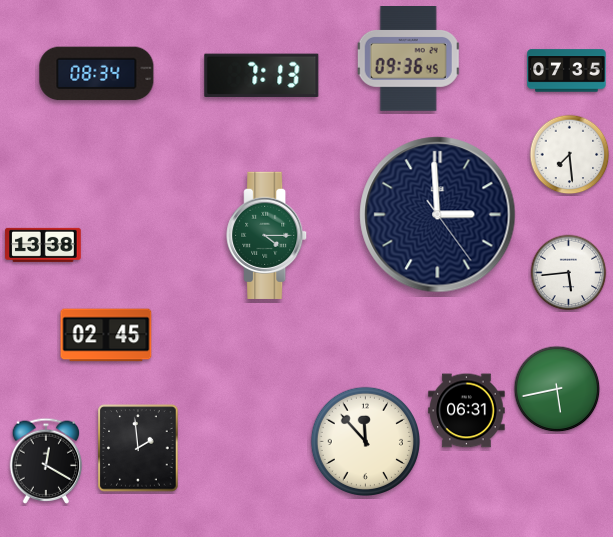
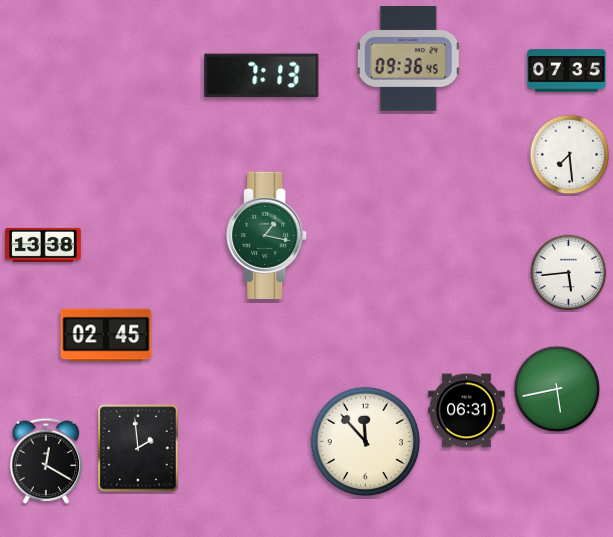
clock at (97, 74): 08:34 -> none
clock at (438, 215): 2:59 -> none
clock at (267, 235): 4:15 -> 1:17
